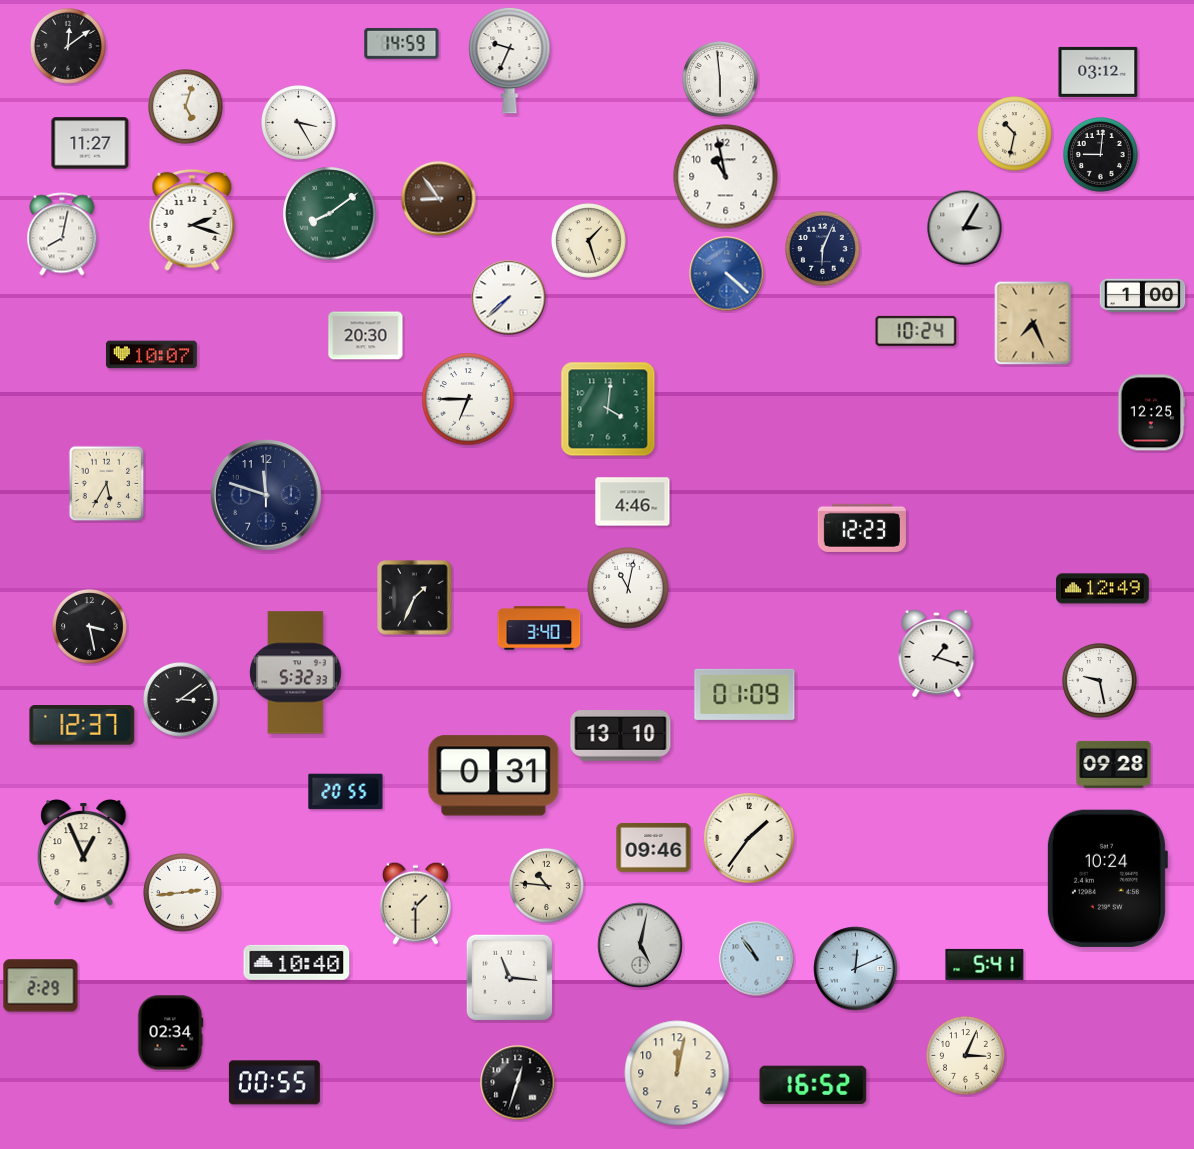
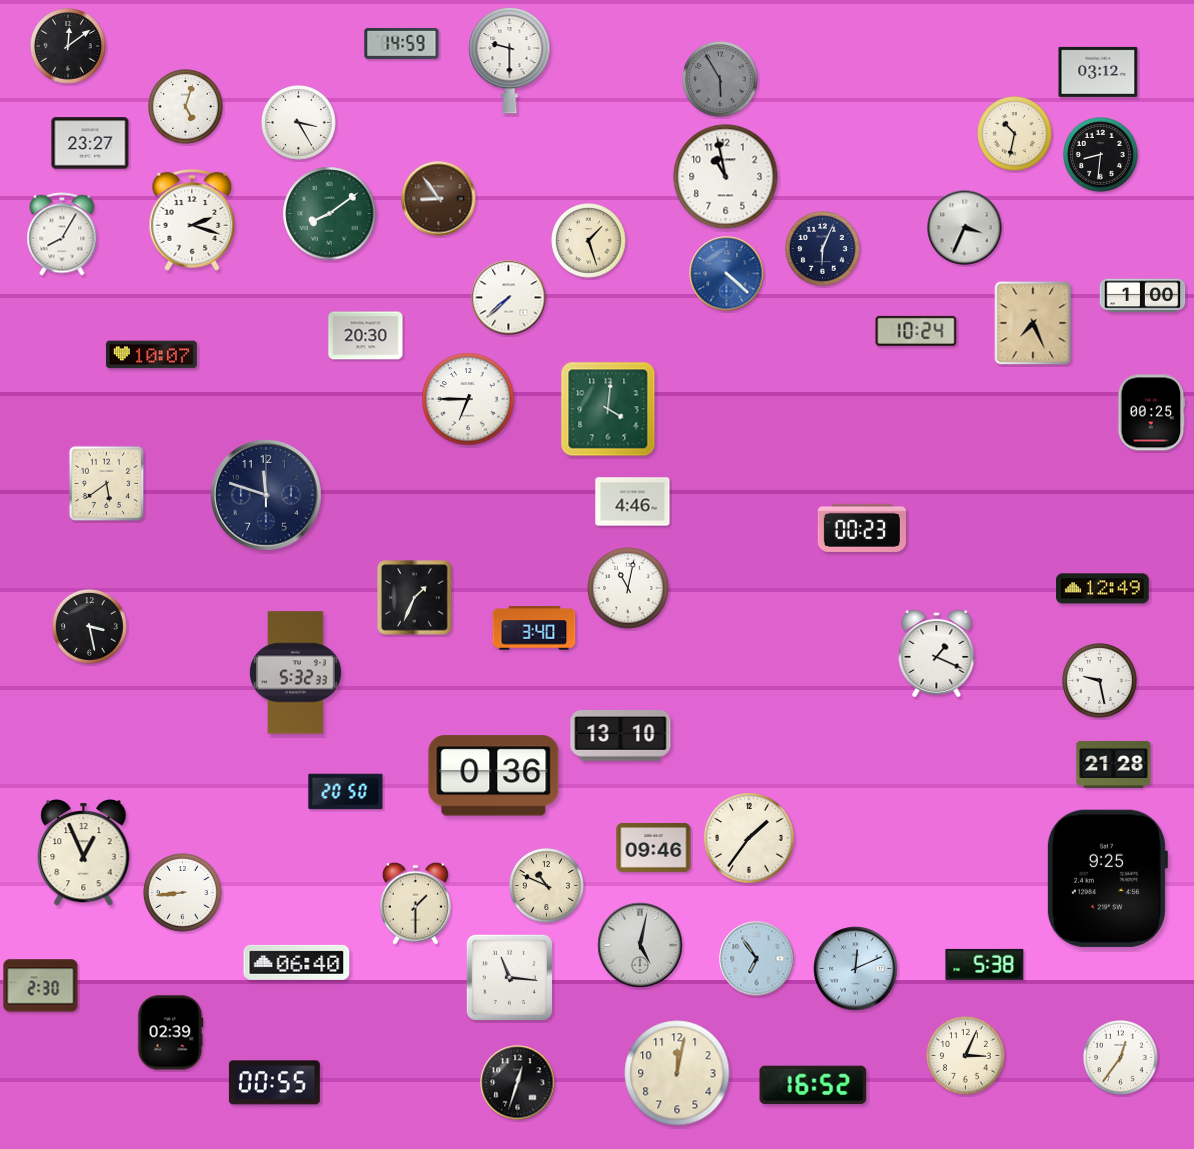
clock at (510, 60): 9:34 -> 9:30
clock at (720, 79): 5:59 -> 5:55
clock at (720, 79) dial: white -> grey
clock at (90, 143): 11:27 -> 23:27
clock at (1101, 155): 9:01 -> 8:31
clock at (965, 228): 3:05 -> 3:34
clock at (62, 234): 8:02 -> 8:05
clock at (1152, 413): 12:25 -> 00:25
clock at (107, 484): 5:35 -> 5:39
clock at (862, 528): 12:23 -> 00:23
clock at (539, 628) position: (539, 628) -> (534, 628)
clock at (937, 652): 1:18 -> 1:19
clock at (745, 694): 01:09 -> none
clock at (181, 700): 3:09 -> none
clock at (82, 725): 12:37 -> none
clock at (1114, 764): 09:28 -> 21:28
clock at (494, 776): 0:31 -> 0:36
clock at (346, 792): 20:55 -> 20:50
clock at (1107, 878): 10:24 -> 9:25
clock at (547, 886): 10:46 -> 10:49
clock at (183, 893): 2:44 -> 8:44
clock at (757, 959): 10:54 -> 6:54
clock at (297, 962): 10:40 -> 06:40
clock at (985, 964): 5:41 -> 5:38
clock at (41, 986): 2:29 -> 2:30
clock at (170, 1033): 02:34 -> 02:39
clock at (1121, 1058): none -> 12:36
